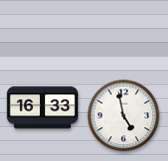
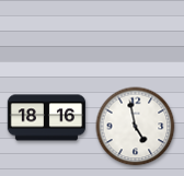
clock at (43, 108): 16:33 -> 18:16
